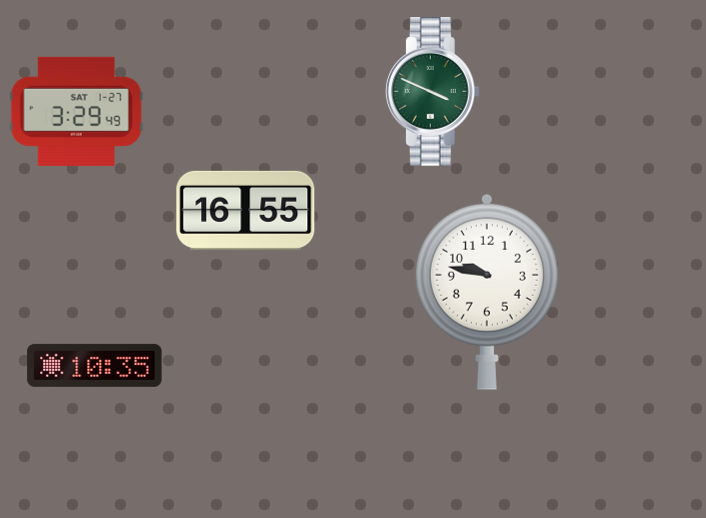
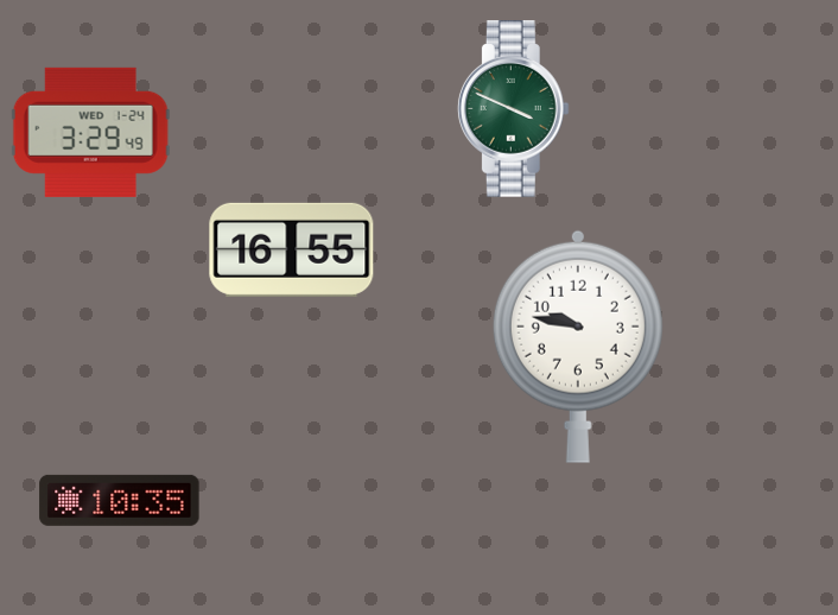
clock at (76, 111) date: SAT 1-27 -> WED 1-24
clock at (95, 365) position: (95, 365) -> (120, 500)
